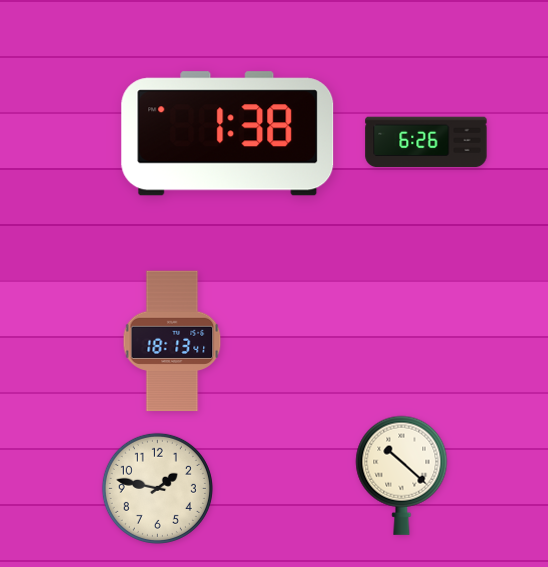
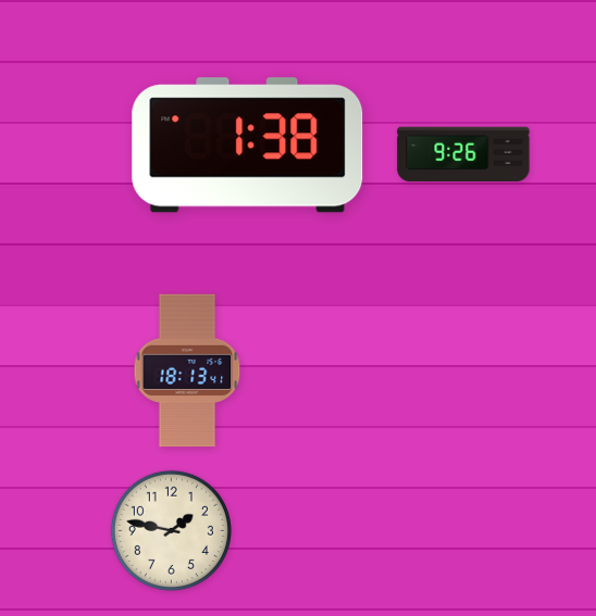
clock at (426, 142): 6:26 -> 9:26
clock at (402, 475): 10:22 -> none
